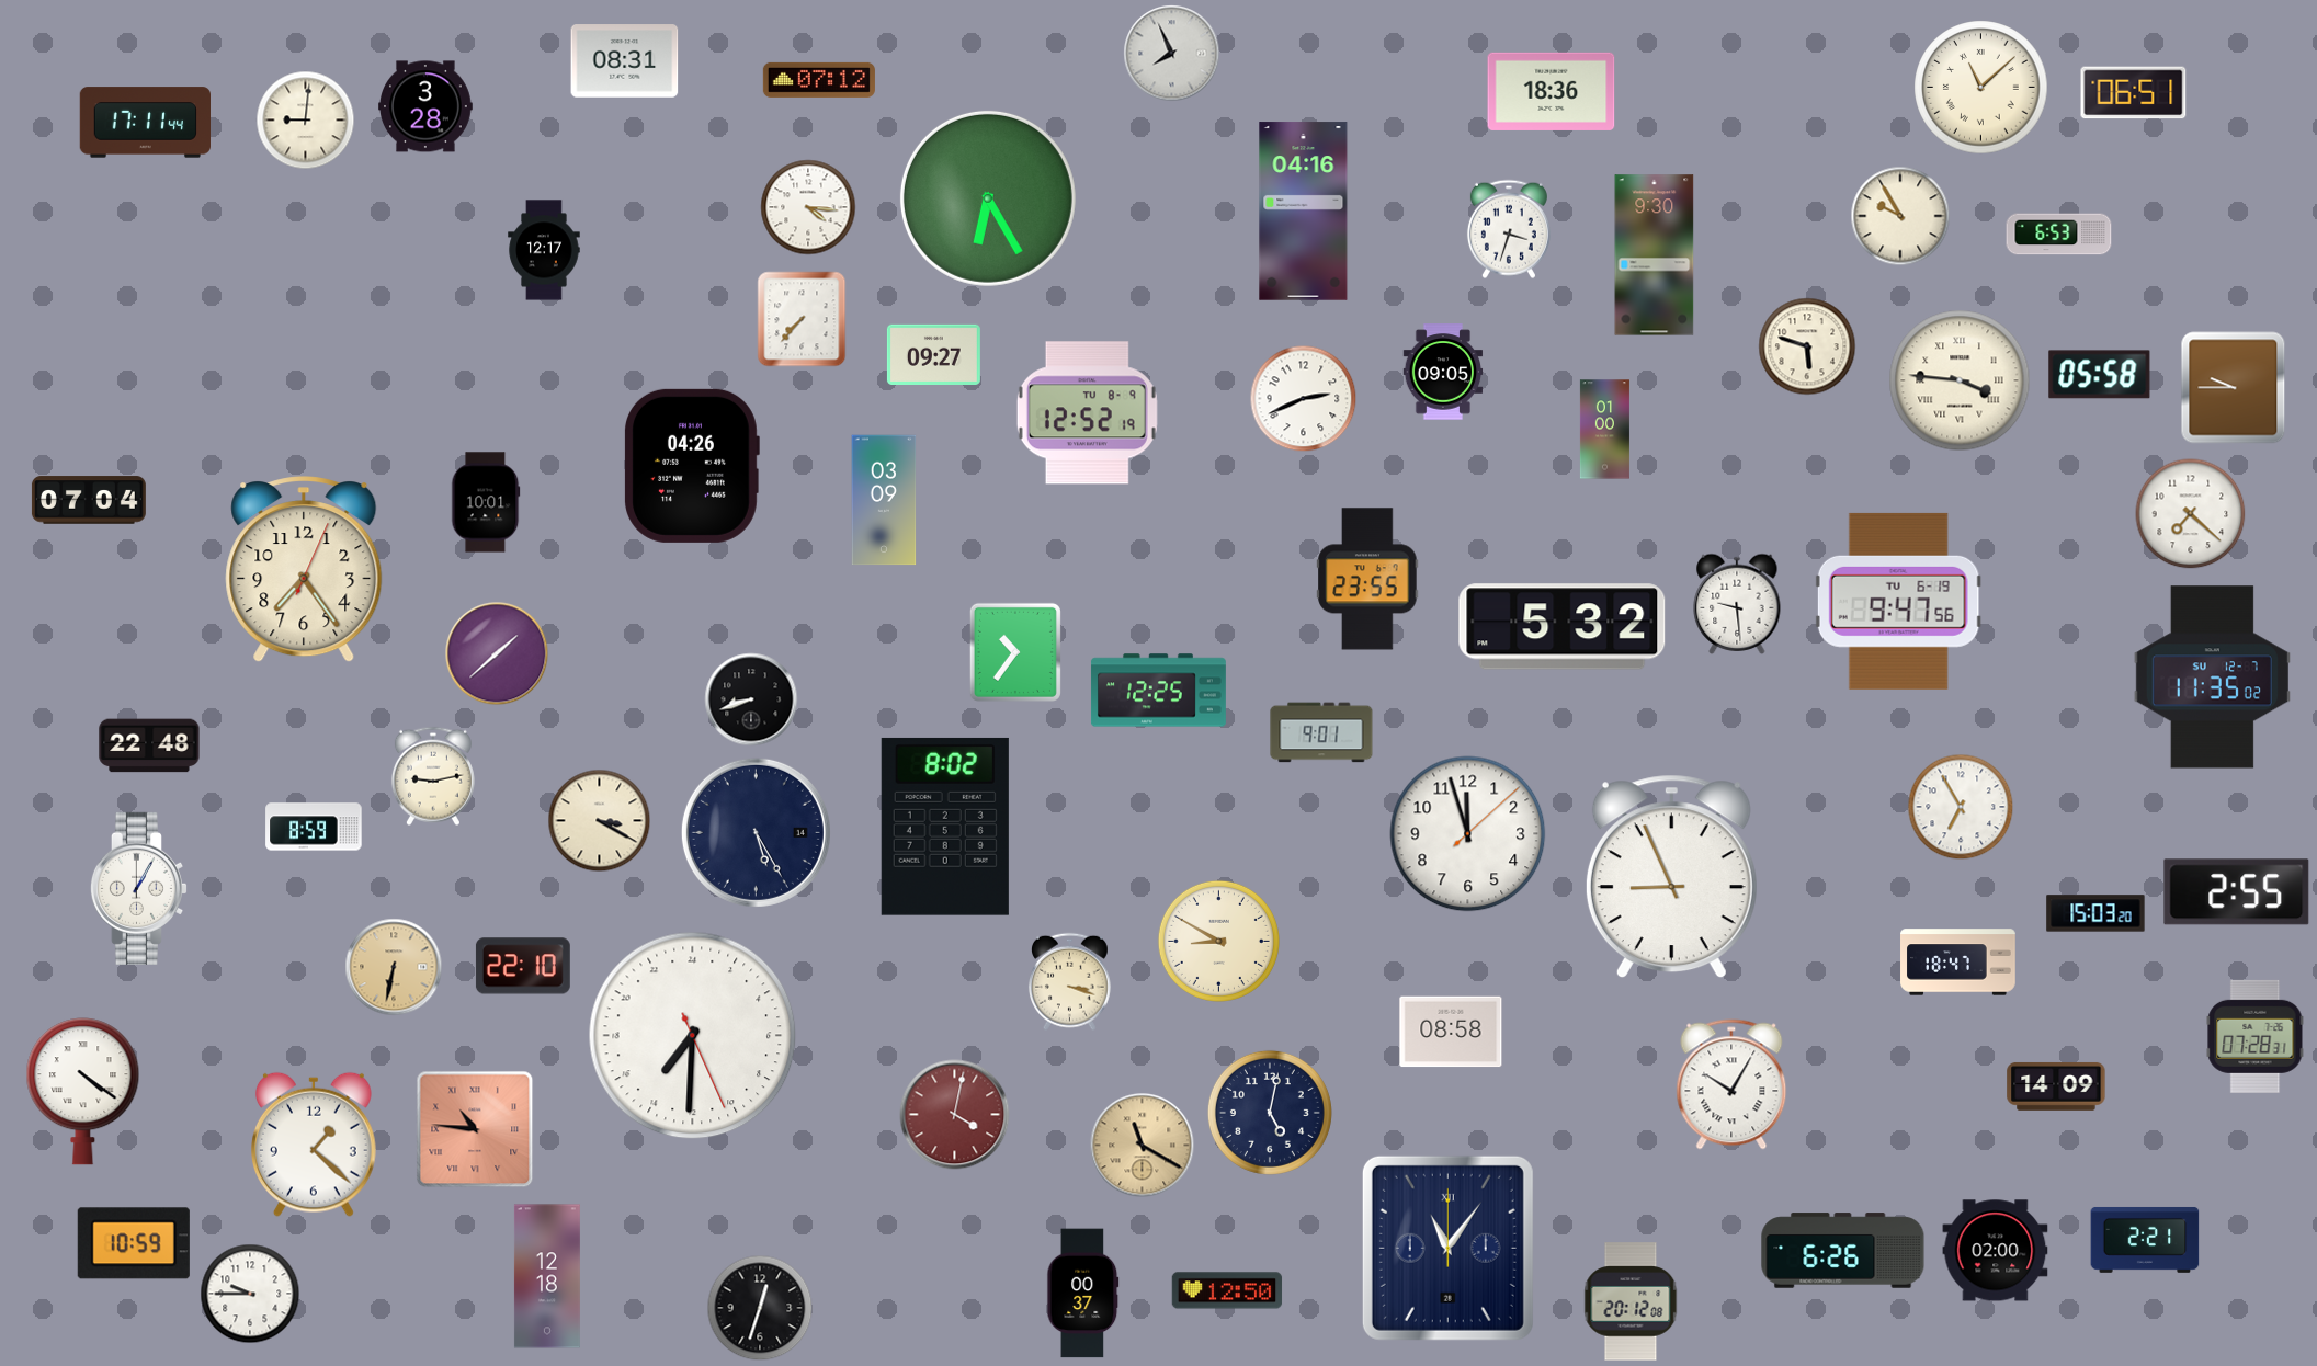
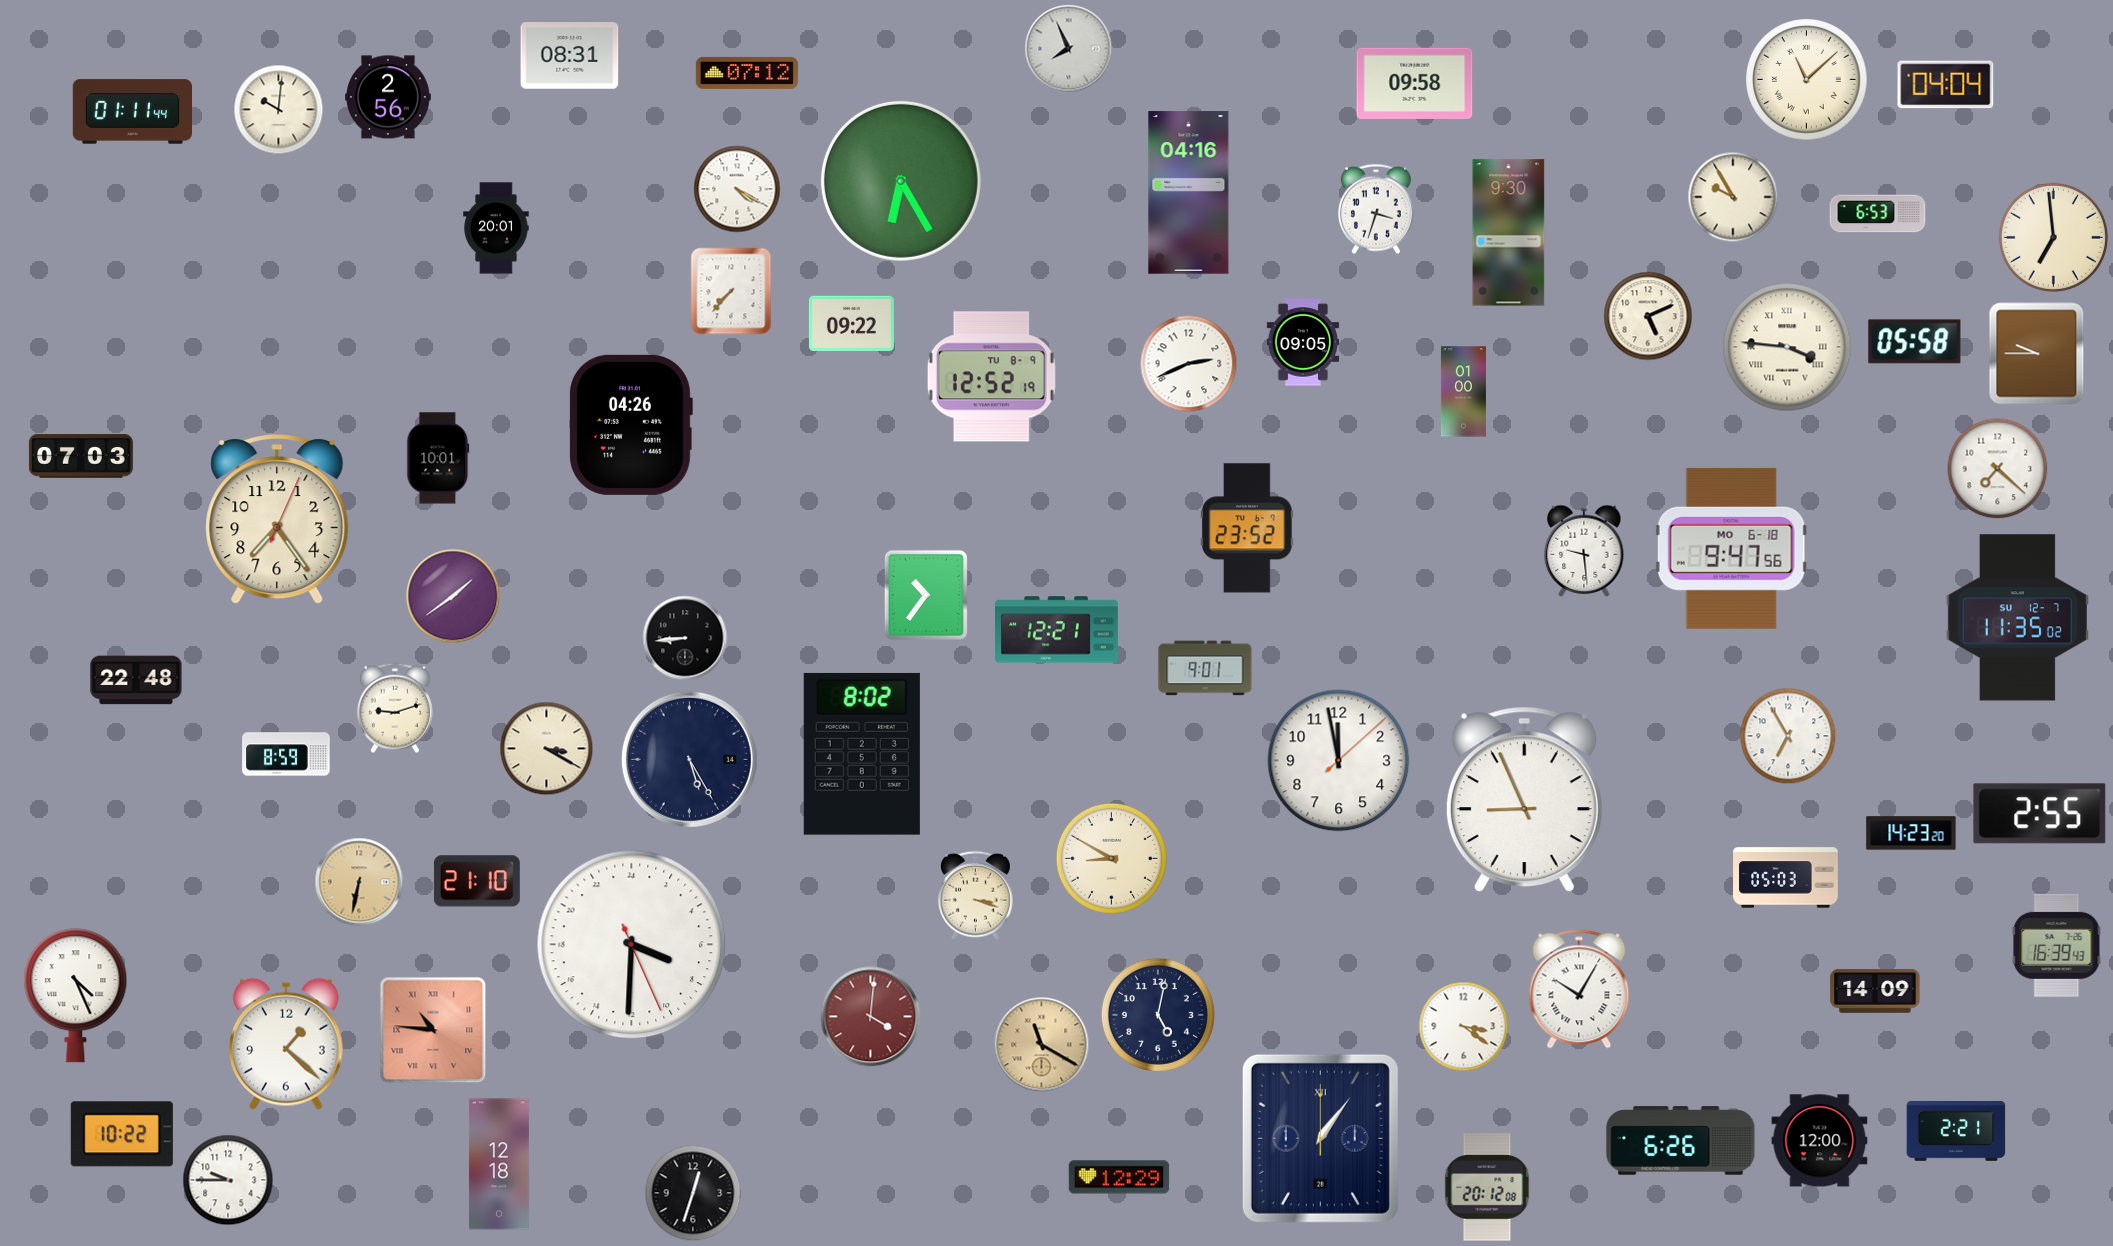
clock at (1552, 91): 18:36 -> 09:58
clock at (2134, 93): 06:51 -> 04:04
clock at (427, 106): 3:28 -> 2:56
clock at (306, 121): 9:01 -> 10:01
clock at (145, 123): 17:11 -> 01:11
clock at (808, 207): 4:16 -> 4:20
clock at (544, 250): 12:17 -> 20:01
clock at (2053, 237): none -> 6:59
clock at (1807, 346): 5:48 -> 5:11
clock at (933, 354): 09:27 -> 09:22
clock at (1443, 372) position: (1443, 372) -> (1303, 342)
clock at (89, 500): 07:04 -> 07:03
clock at (884, 500): 03:09 -> none
clock at (486, 502) position: (486, 502) -> (438, 458)
clock at (1367, 579): 23:55 -> 23:52
clock at (1898, 601) date: TU 6-19 -> MO 6-18
clock at (1563, 627): 5:32 -> none
clock at (497, 653): 1:38 -> 1:39
clock at (1158, 691): 12:25 -> 12:21
clock at (751, 699): 8:42 -> 8:44
clock at (433, 776): 9:13 -> 9:12
clock at (1468, 834): 11:57 -> 11:58
clock at (138, 888): 1:05 -> none
clock at (2095, 913): 15:03 -> 14:23
clock at (1958, 963): 18:47 -> 05:03
clock at (523, 966): 22:10 -> 21:10
clock at (1451, 1032): 08:58 -> none
clock at (693, 1036): 14:30 -> 7:30
clock at (2256, 1036): 07:28 -> 16:39
clock at (83, 1092): 4:21 -> 4:26
clock at (955, 1115): 4:02 -> 4:01
clock at (1464, 1027): none -> 3:21
clock at (134, 1243): 10:59 -> 10:22
clock at (1447, 1248): 11:06 -> 1:06
clock at (1996, 1251): 02:00 -> 12:00
clock at (1227, 1290): 12:50 -> 12:29
clock at (1083, 1294): 00:37 -> none
